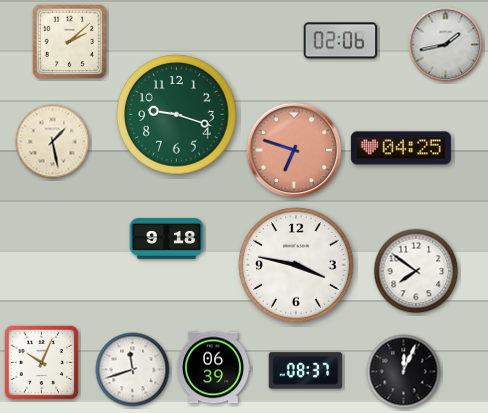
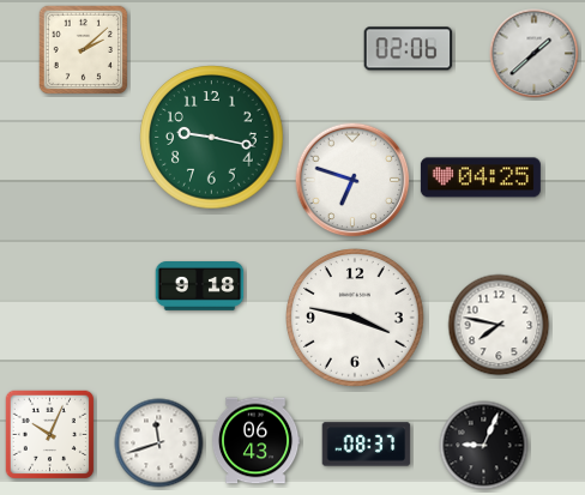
clock at (446, 45): 1:43 -> 1:38
clock at (177, 115): 9:18 -> 9:17
clock at (53, 142): 1:28 -> none
clock at (294, 150) dial: salmon -> white
clock at (416, 271): 7:51 -> 7:47
clock at (213, 368): 06:39 -> 06:43
clock at (404, 372): 12:04 -> 9:04
